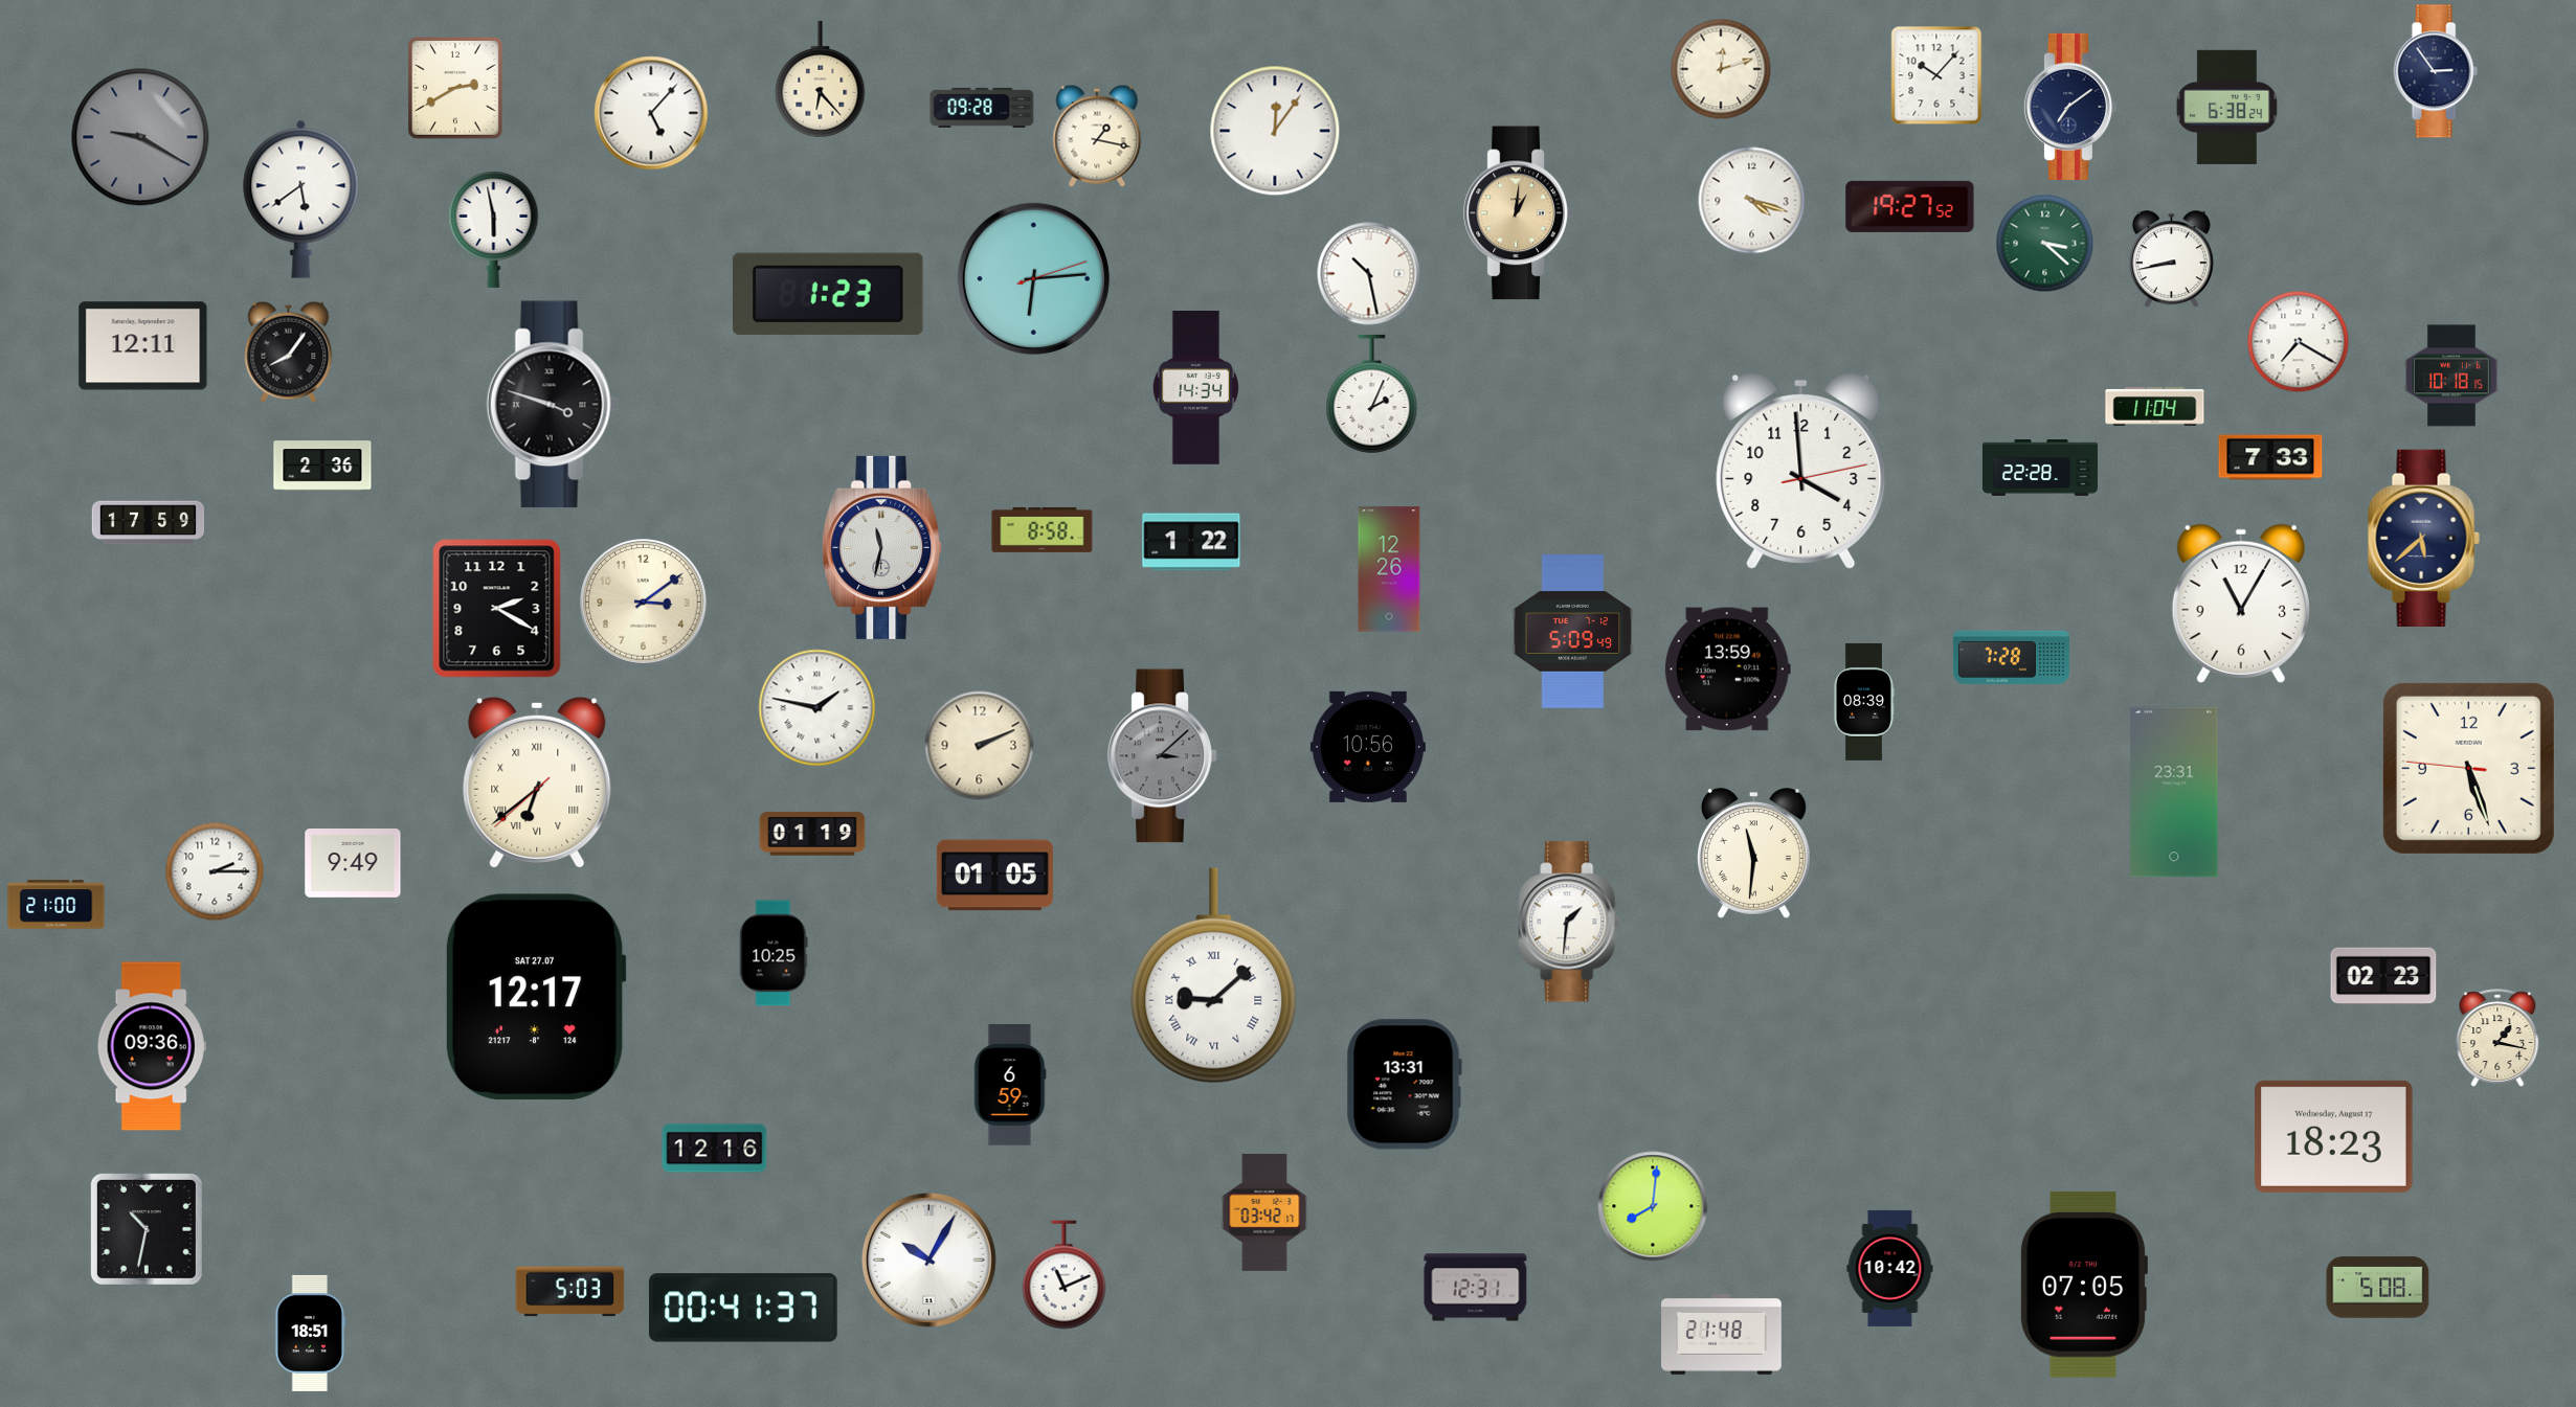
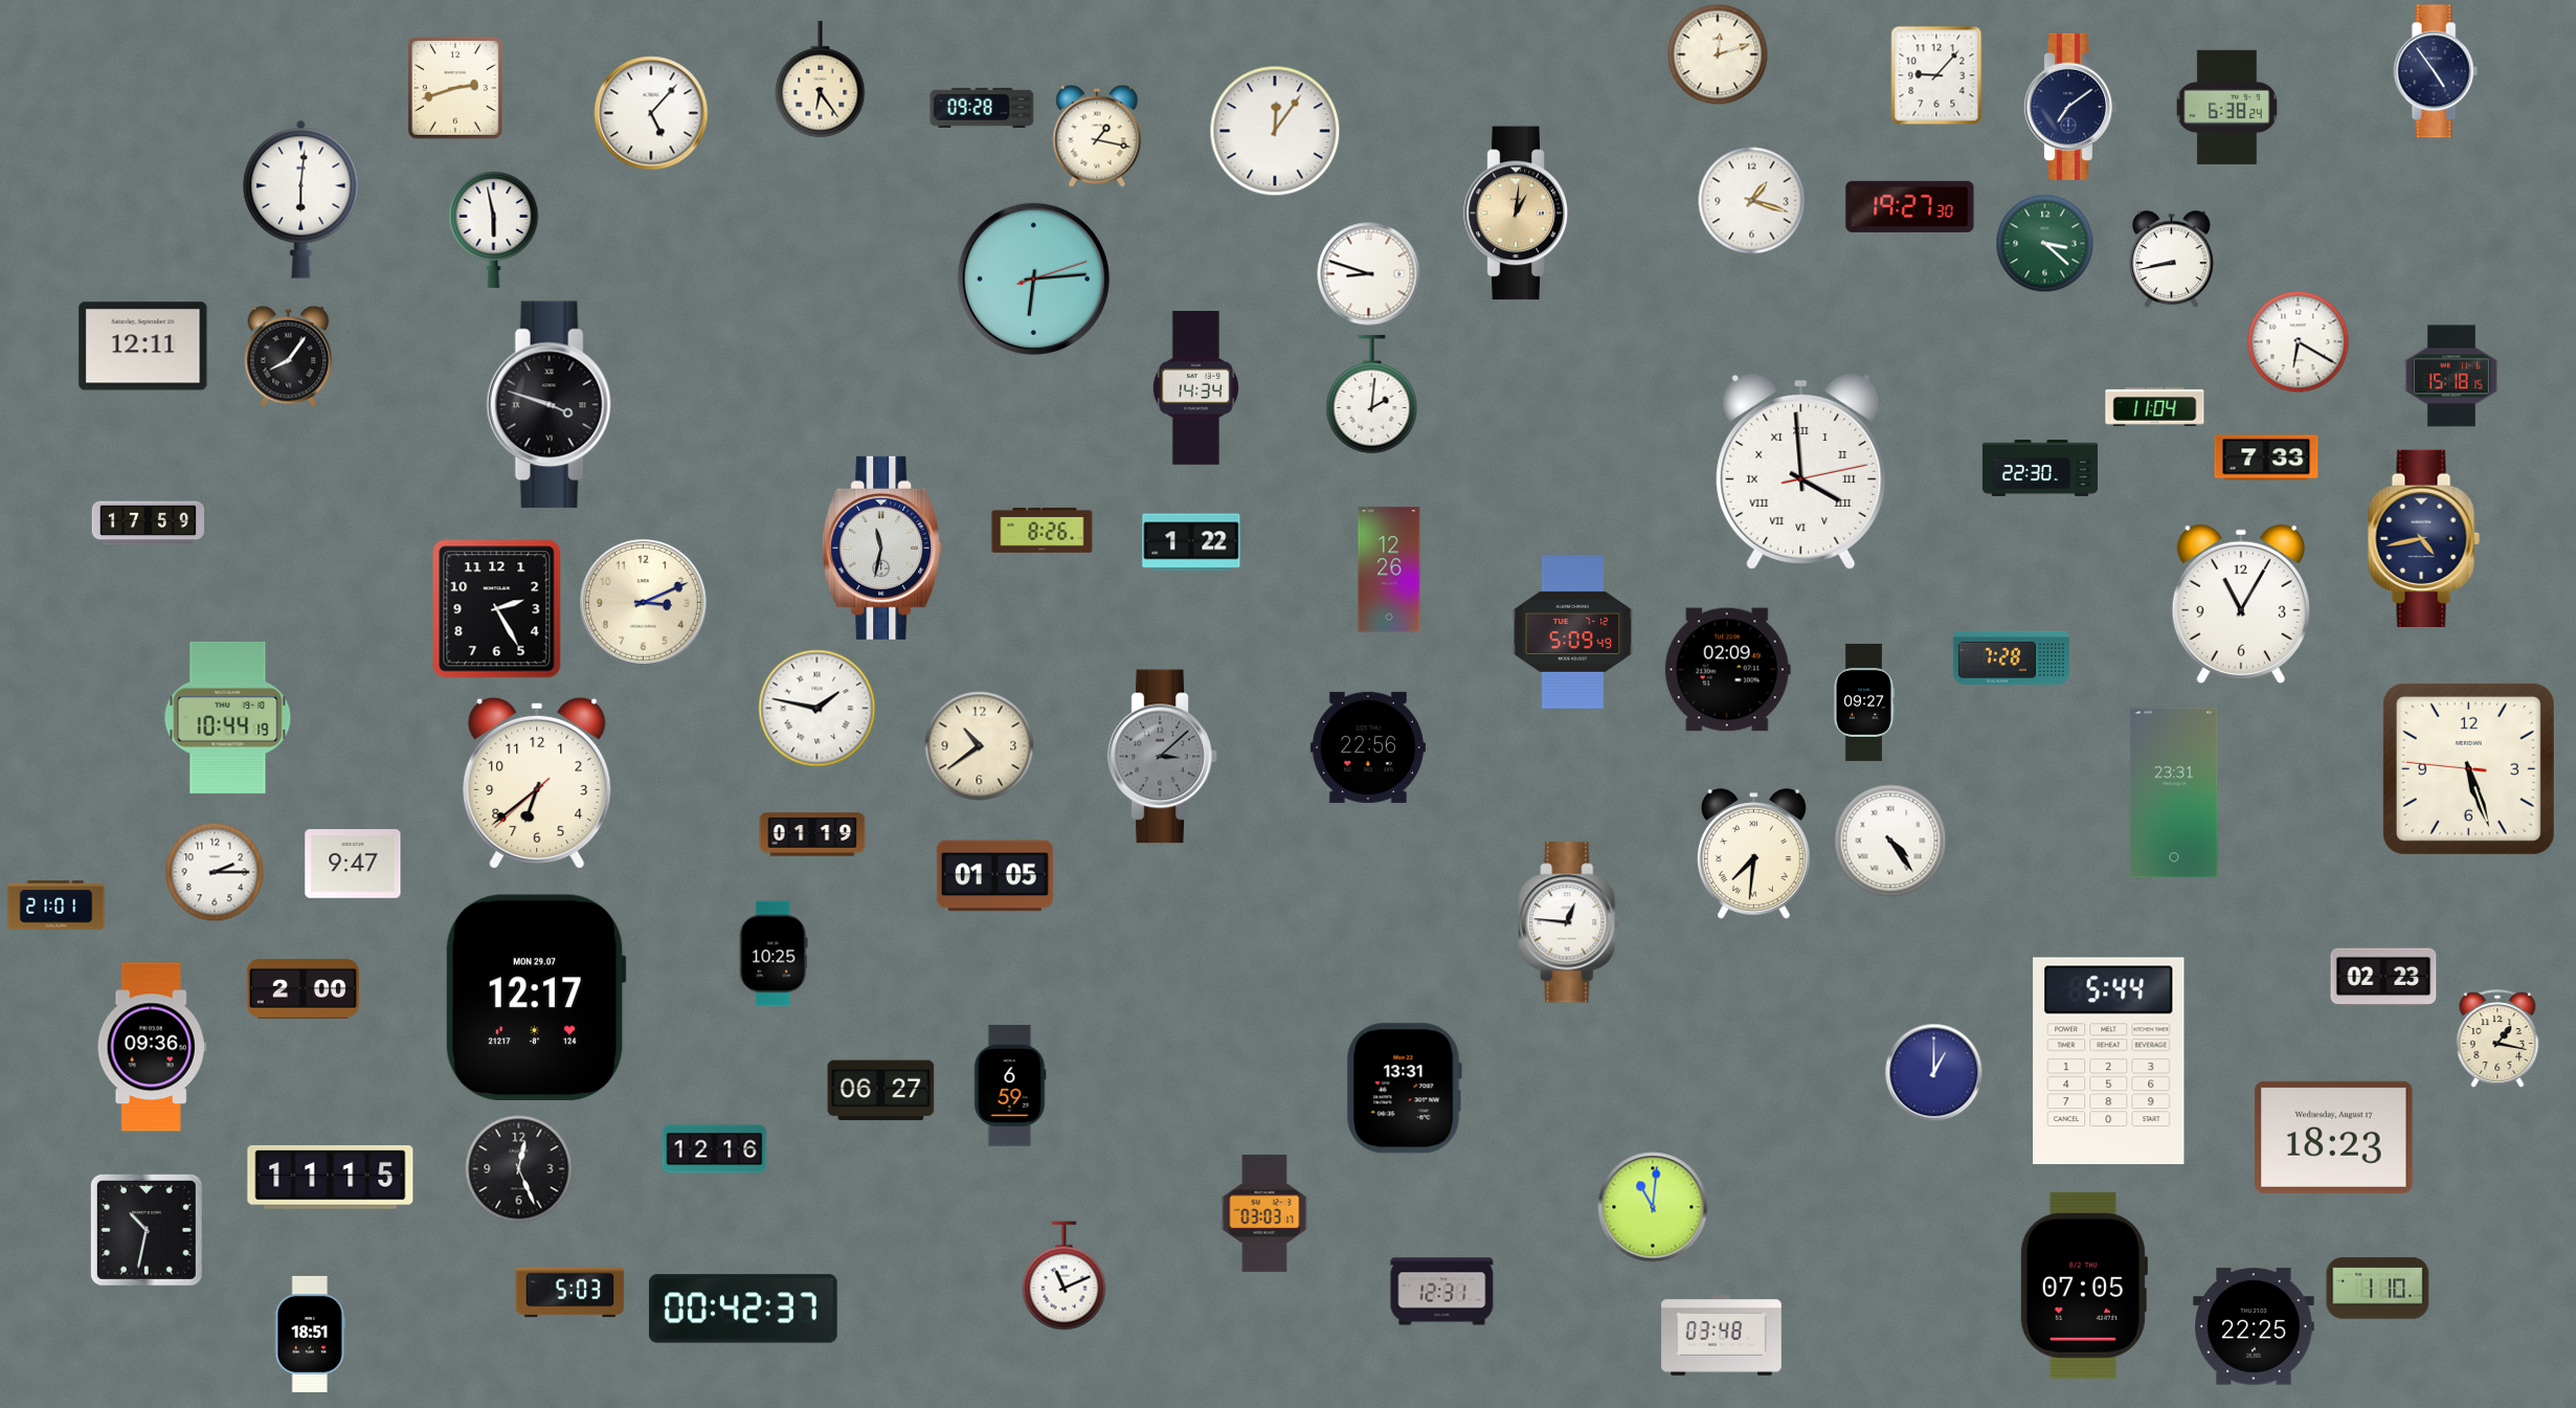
clock at (1721, 69) position: (1721, 69) -> (1718, 54)
clock at (2436, 71): 2:54 -> 4:54
clock at (1936, 75): 10:07 -> 9:07
clock at (821, 80): 6:23 -> 6:24
clock at (455, 88): 2:40 -> 2:42
clock at (140, 137): 9:20 -> none
clock at (301, 199): 5:39 -> 6:01
clock at (1752, 201): 4:18 -> 1:18
clock at (1910, 206): 19:27:52 -> 19:27:30
clock at (1369, 274): 10:28 -> 8:48
clock at (829, 294): 1:23 -> none
clock at (2299, 342): 7:20 -> 6:20
clock at (289, 351) position: (289, 351) -> (289, 356)
clock at (2451, 376): 10:18 -> 15:18
clock at (1372, 393): 2:04 -> 2:01
clock at (2270, 457) position: (2270, 457) -> (2266, 457)
clock at (322, 466): 2:36 -> none
clock at (2040, 469): 22:28 -> 22:30
clock at (1801, 471) numerals: Arabic -> Roman
clock at (1043, 529): 8:58 -> 8:26
clock at (2423, 538): 5:38 -> 4:43
clock at (644, 603): 3:09 -> 3:11
clock at (497, 609): 2:20 -> 2:25
clock at (1727, 670): 13:59 -> 02:09
clock at (1863, 702): 08:39 -> 09:27
clock at (228, 717): none -> 10:44
clock at (980, 746): 2:11 -> 10:39
clock at (1368, 747): 10:56 -> 22:56
clock at (537, 782) numerals: Roman -> Arabic
clock at (1890, 841): none -> 4:24
clock at (1753, 854): 11:31 -> 7:31
clock at (353, 863): 9:49 -> 9:47
clock at (57, 905): 21:00 -> 21:01
clock at (1569, 922): 1:31 -> 12:46
clock at (1214, 976): 9:08 -> none
clock at (303, 988): none -> 2:00
clock at (536, 997) date: SAT 27.07 -> MON 29.07
clock at (2109, 1060): none -> 5:44
clock at (1934, 1073): none -> 1:00
clock at (1404, 1085) position: (1404, 1085) -> (1404, 1089)
clock at (881, 1091): none -> 06:27
clock at (519, 1169): none -> 12:26
clock at (331, 1178): none -> 11:15
clock at (1653, 1206): 8:01 -> 11:01
clock at (1264, 1212): 03:42 -> 03:03
clock at (928, 1260): 10:05 -> none
clock at (1890, 1268): 10:42 -> none
clock at (1476, 1288) position: (1476, 1288) -> (1442, 1292)
clock at (2378, 1288): 5:08 -> 1:10
clock at (743, 1308): 00:41 -> 00:42
clock at (2254, 1326): none -> 22:25
clock at (1722, 1335): 21:48 -> 03:48
